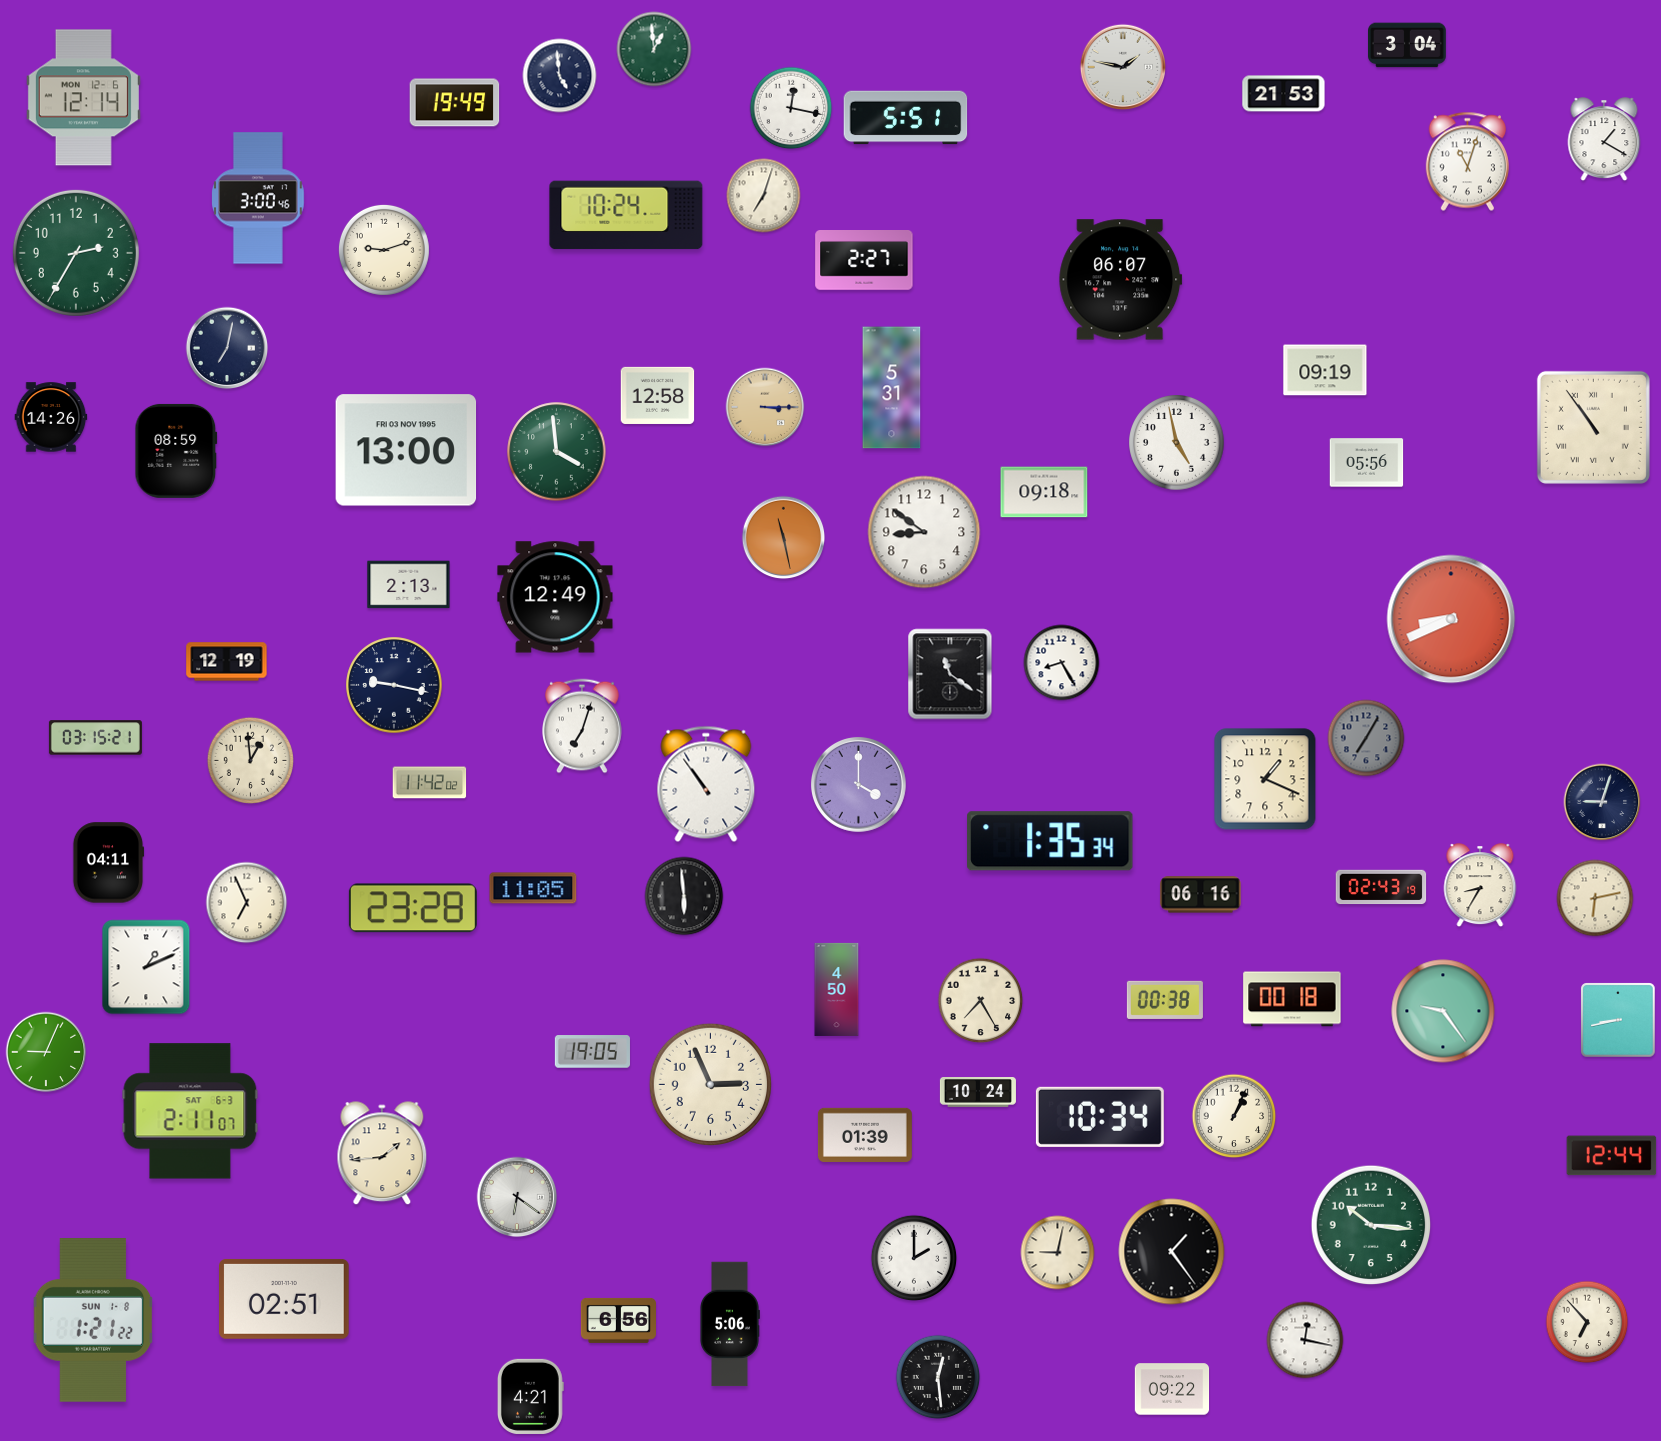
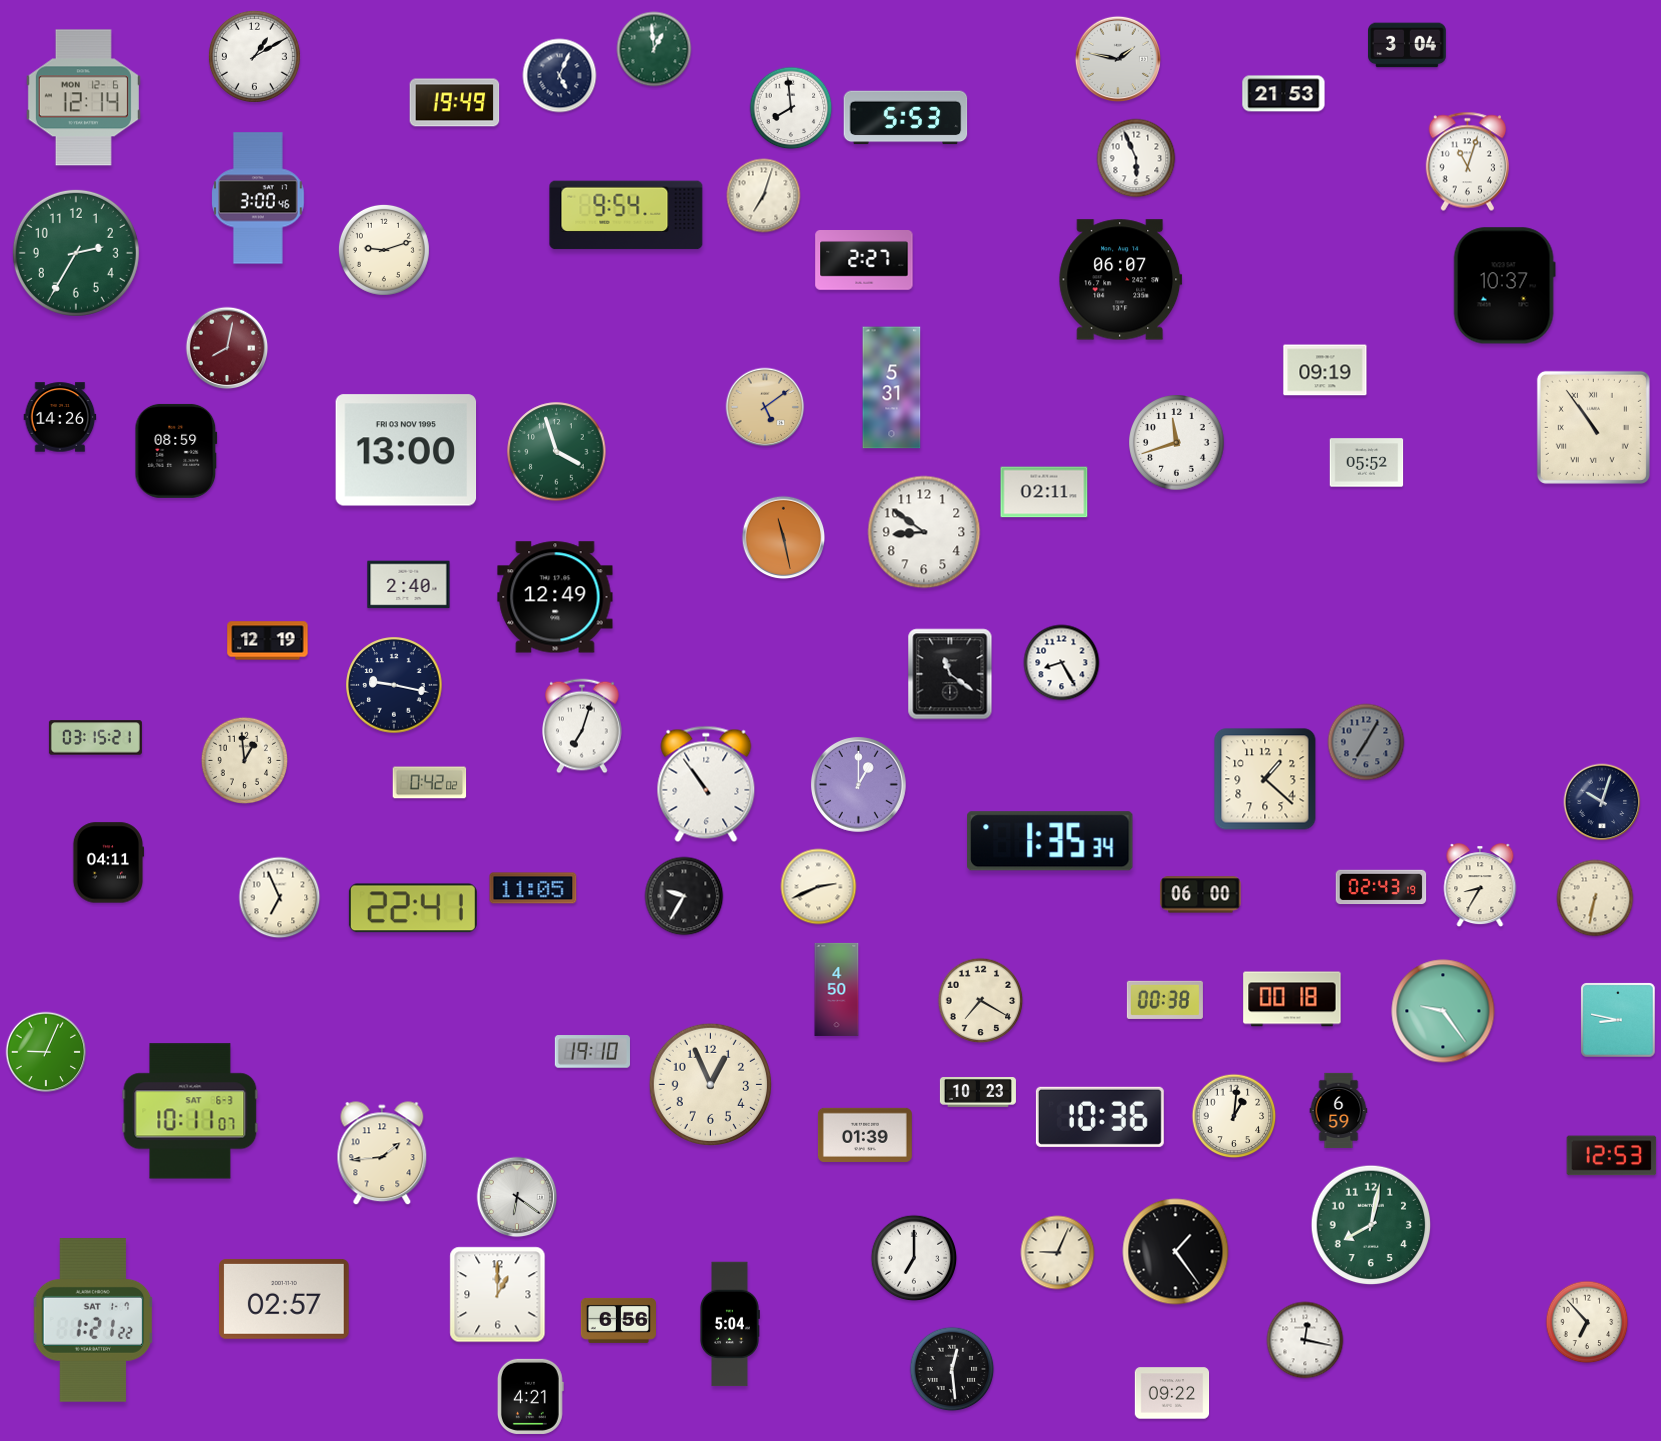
clock at (254, 56): none -> 1:10
clock at (1122, 66) position: (1122, 66) -> (1117, 58)
clock at (560, 76): 4:59 -> 5:04
clock at (791, 108): 12:17 -> 7:59
clock at (906, 118): 5:51 -> 5:53
clock at (1604, 140): 1:20 -> none
clock at (1136, 158): none -> 5:56
clock at (626, 215): 10:24 -> 9:54
clock at (1504, 286): none -> 10:37
clock at (227, 348): 7:02 -> 8:02
clock at (227, 348) dial: navy -> burgundy
clock at (658, 395): 12:58 -> none
clock at (765, 407): 3:15 -> 5:09
clock at (51, 417) position: (51, 417) -> (60, 417)
clock at (1177, 443): 4:58 -> 11:42
clock at (557, 452): 3:59 -> 3:57
clock at (1367, 463): 05:56 -> 05:52
clock at (1044, 492): 09:18 -> 02:11
clock at (409, 585): 2:13 -> 2:40
clock at (1451, 619): 8:41 -> none
clock at (227, 662) position: (227, 662) -> (268, 641)
clock at (1366, 738) position: (1366, 738) -> (1366, 742)
clock at (250, 760) position: (250, 760) -> (244, 760)
clock at (1265, 779): 1:19 -> 1:22
clock at (430, 783): 11:42 -> 0:42
clock at (858, 784): 4:00 -> 1:00
clock at (1602, 802): 9:03 -> 10:03
clock at (819, 887): none -> 2:41
clock at (1201, 895): 06:16 -> 06:00
clock at (684, 896): 5:59 -> 9:35
clock at (1595, 898): 6:13 -> 6:32
clock at (247, 903) position: (247, 903) -> (280, 898)
clock at (413, 908): 23:28 -> 22:41
clock at (146, 967): 1:11 -> none
clock at (981, 1001): 7:25 -> 7:20
clock at (1618, 1020): 8:43 -> 8:47
clock at (592, 1052): 19:05 -> 19:10
clock at (710, 1084): 2:56 -> 12:56
clock at (978, 1093): 10:24 -> 10:23
clock at (1339, 1110): none -> 6:59
clock at (190, 1111): 2:11 -> 10:11
clock at (1234, 1116): 1:04 -> 1:01
clock at (1100, 1117): 10:34 -> 10:36
clock at (1612, 1156): 12:44 -> 12:53
clock at (1371, 1225): 10:16 -> 8:02
clock at (1172, 1252) position: (1172, 1252) -> (1176, 1252)
clock at (1058, 1253): 9:02 -> 9:04
clock at (914, 1258): 2:00 -> 7:00
clock at (498, 1295): none -> 1:00
clock at (285, 1299): 02:51 -> 02:57
clock at (93, 1321) date: SUN 1-8 -> SAT 1-7
clock at (730, 1324): 5:06 -> 5:04
clock at (938, 1377) position: (938, 1377) -> (952, 1369)
clock at (1172, 1389) position: (1172, 1389) -> (1172, 1393)
